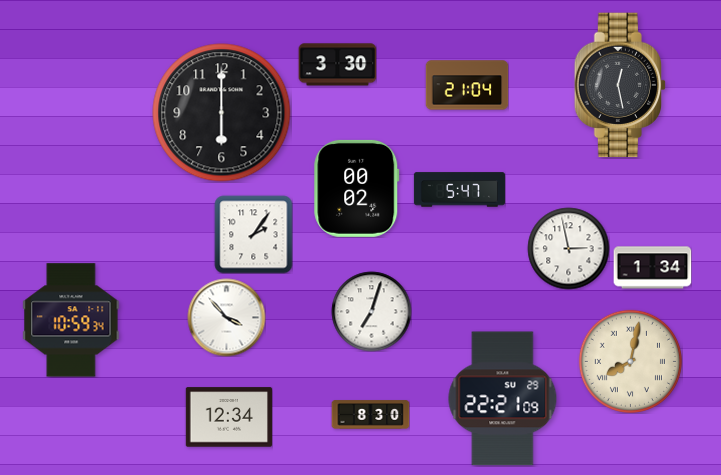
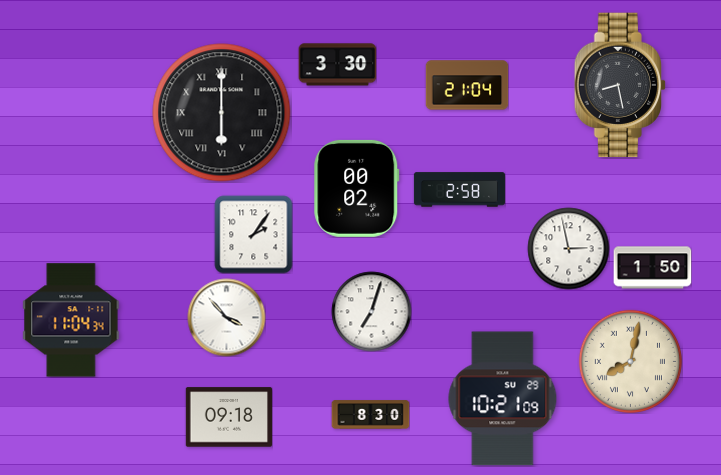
clock at (620, 85): 12:28 -> 8:28
clock at (222, 113) numerals: Arabic -> Roman
clock at (459, 190): 5:47 -> 2:58
clock at (652, 268): 1:34 -> 1:50
clock at (71, 320): 10:59 -> 11:04
clock at (503, 399): 22:21 -> 10:21
clock at (229, 417): 12:34 -> 09:18
